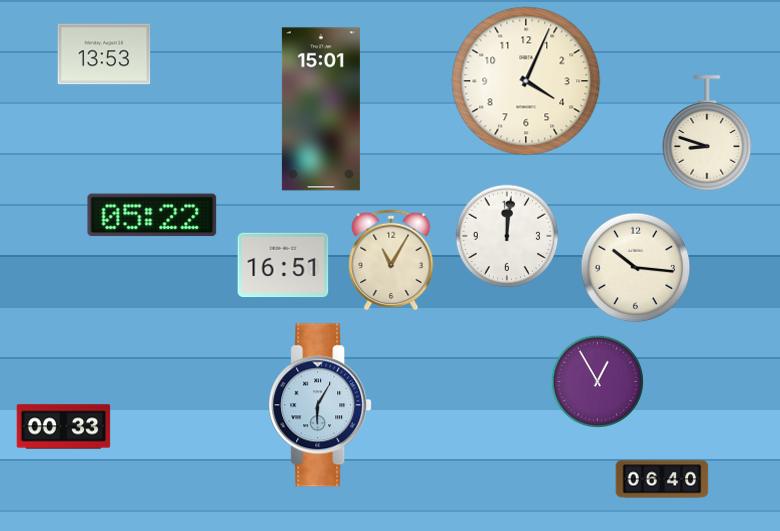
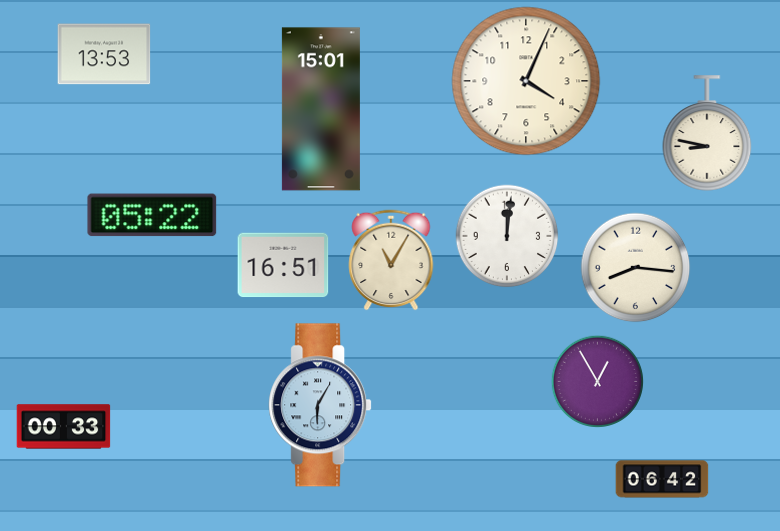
clock at (707, 133): 8:48 -> 8:47
clock at (636, 268): 10:16 -> 8:16
clock at (662, 479): 06:40 -> 06:42
